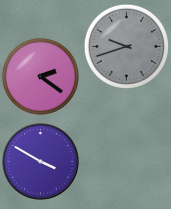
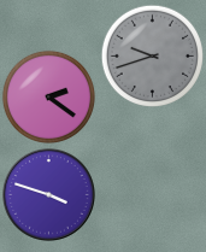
clock at (40, 76) position: (40, 76) -> (48, 96)
clock at (41, 162): 3:50 -> 3:48
